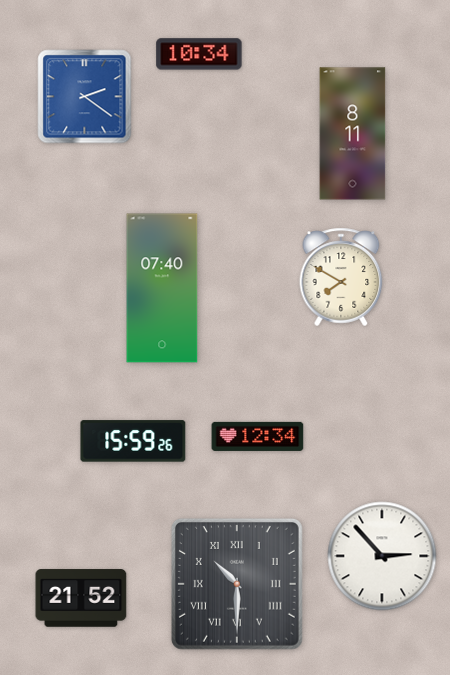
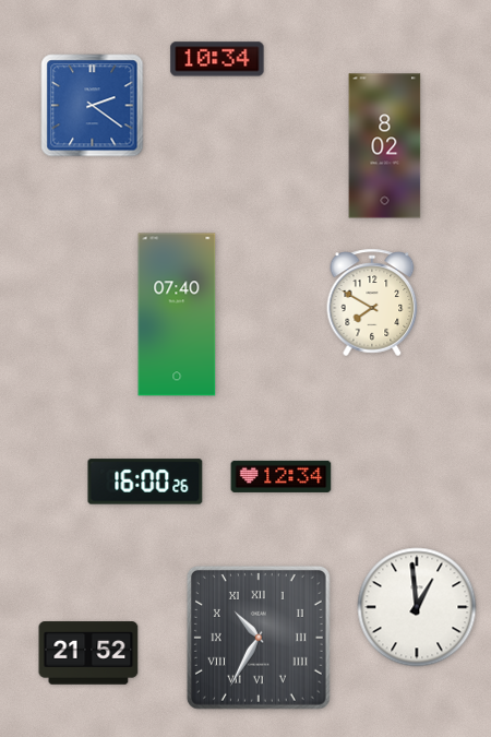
clock at (353, 134): 8:11 -> 8:02
clock at (133, 441): 15:59 -> 16:00
clock at (382, 556): 2:53 -> 12:59
clock at (237, 584): 10:30 -> 10:35
